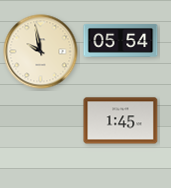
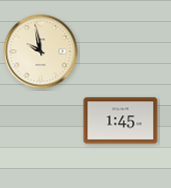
clock at (121, 40): 05:54 -> none
